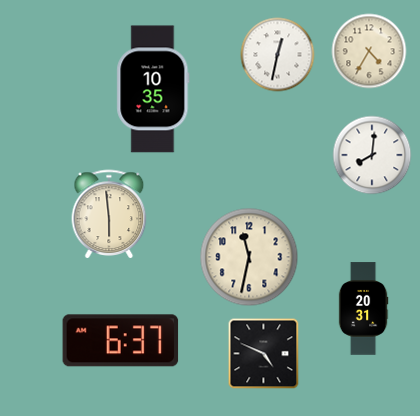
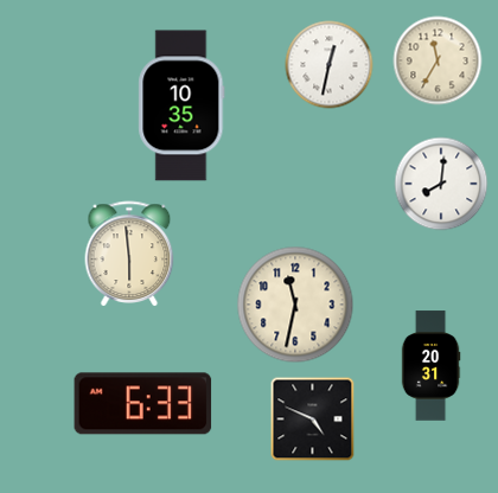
clock at (369, 51): 4:35 -> 11:35
clock at (121, 341): 6:37 -> 6:33
